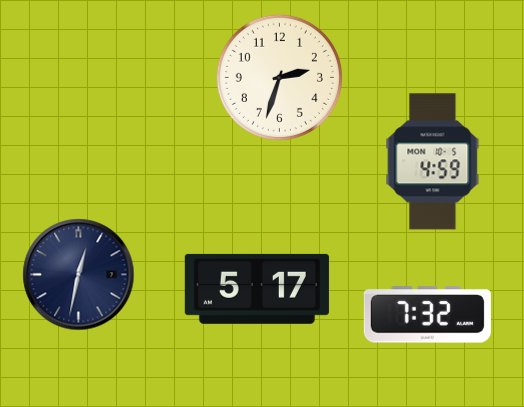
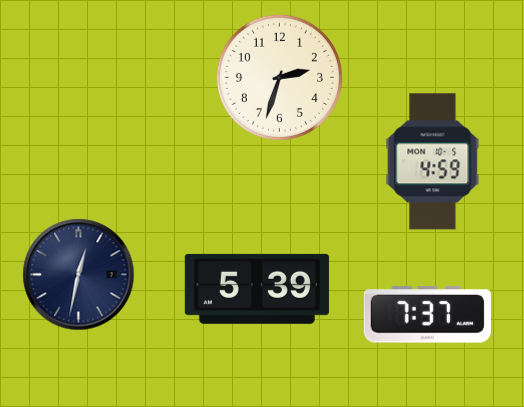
clock at (257, 289): 5:17 -> 5:39
clock at (427, 315): 7:32 -> 7:37
